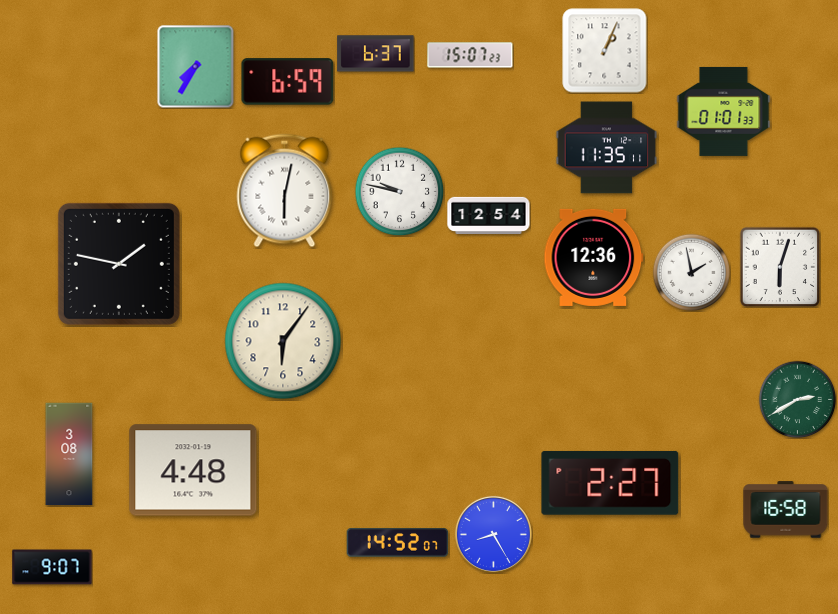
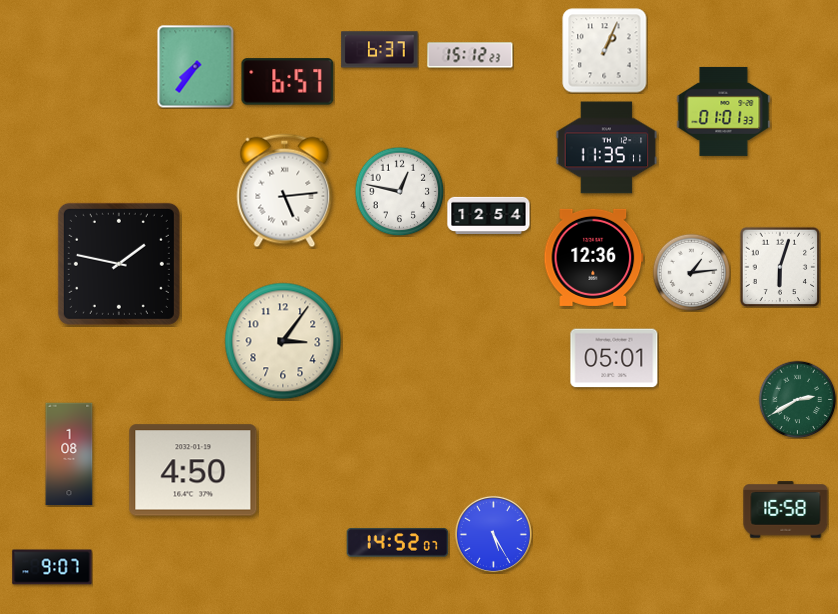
clock at (376, 54) position: (376, 54) -> (380, 50)
clock at (470, 55): 15:07 -> 15:12
clock at (196, 66): 7:35 -> 7:36
clock at (288, 82): 6:59 -> 6:57
clock at (285, 191): 6:02 -> 5:14
clock at (399, 191): 9:47 -> 12:47
clock at (691, 272): 1:58 -> 1:14
clock at (283, 341): 6:06 -> 3:06
clock at (614, 358): none -> 05:01
clock at (69, 454): 3:08 -> 1:08
clock at (193, 470): 4:48 -> 4:50
clock at (610, 483): 2:27 -> none
clock at (493, 534): 8:25 -> 5:25
